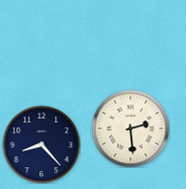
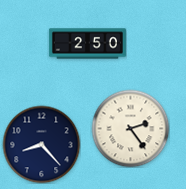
clock at (87, 44): none -> 2:50
clock at (130, 128): 2:29 -> 2:24
